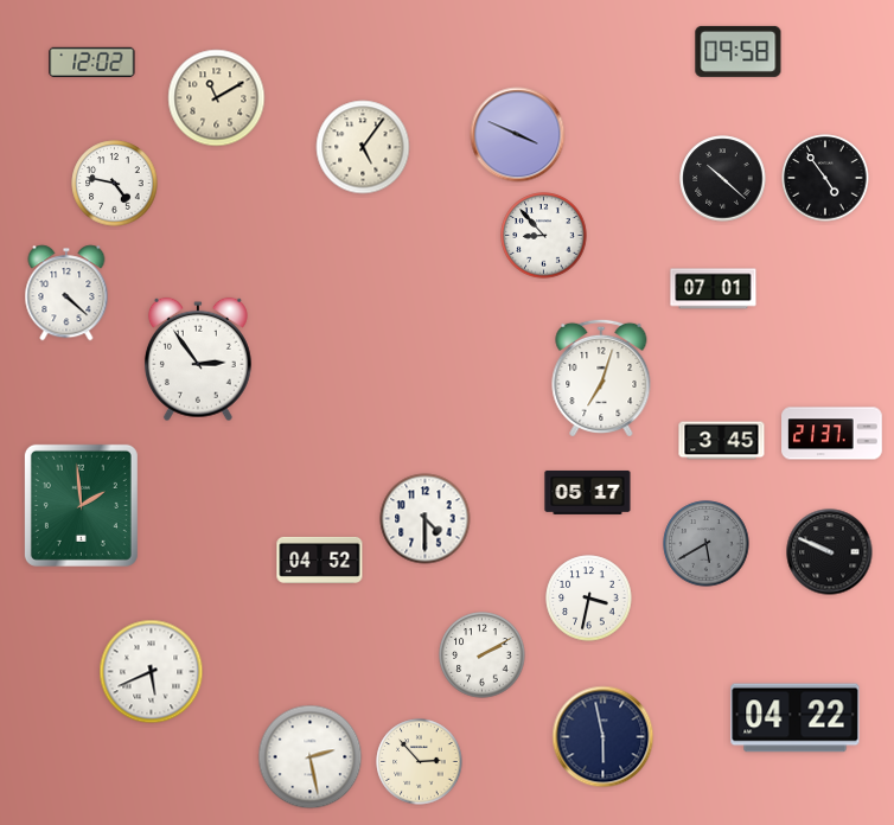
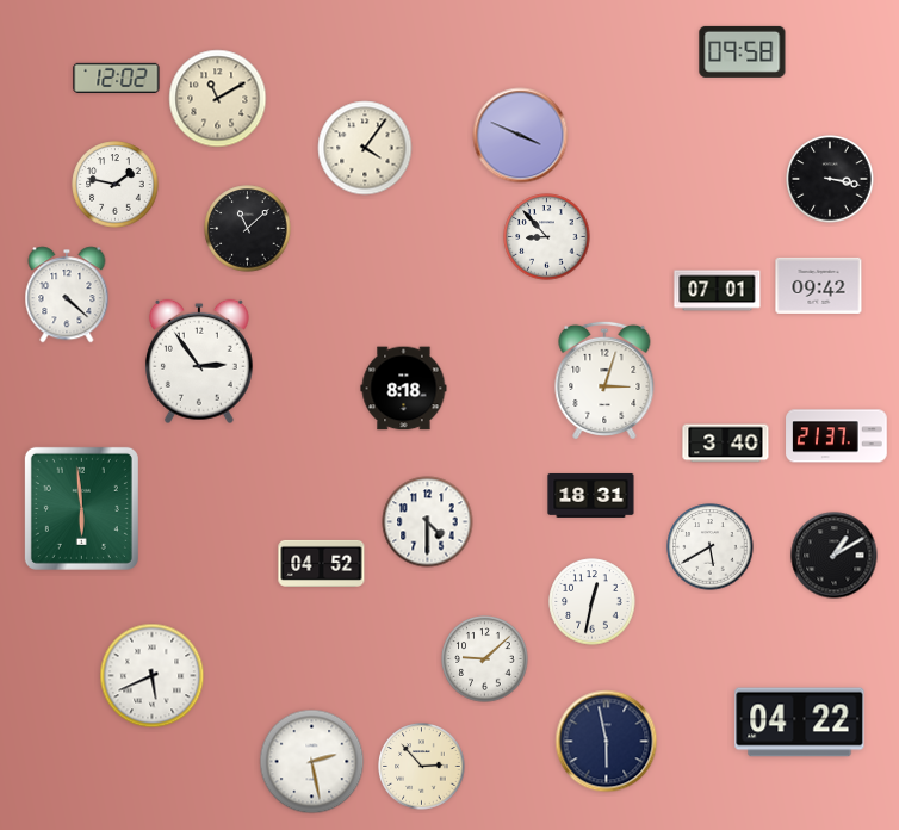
clock at (92, 62) position: (92, 62) -> (117, 78)
clock at (363, 147): 5:06 -> 4:06
clock at (825, 178): 4:54 -> 3:17
clock at (723, 179): 10:22 -> none
clock at (115, 184): 4:47 -> 1:47
clock at (248, 229): none -> 11:08
clock at (819, 285): none -> 09:42
clock at (601, 377): 7:03 -> 3:03
clock at (404, 389): none -> 8:18
clock at (722, 441): 3:45 -> 3:40
clock at (588, 492): 05:17 -> 18:31
clock at (81, 505): 1:59 -> 5:59
clock at (707, 544) dial: grey -> white
clock at (830, 552): 9:49 -> 1:10
clock at (589, 599): 3:32 -> 12:32
clock at (483, 655): 2:10 -> 9:08
